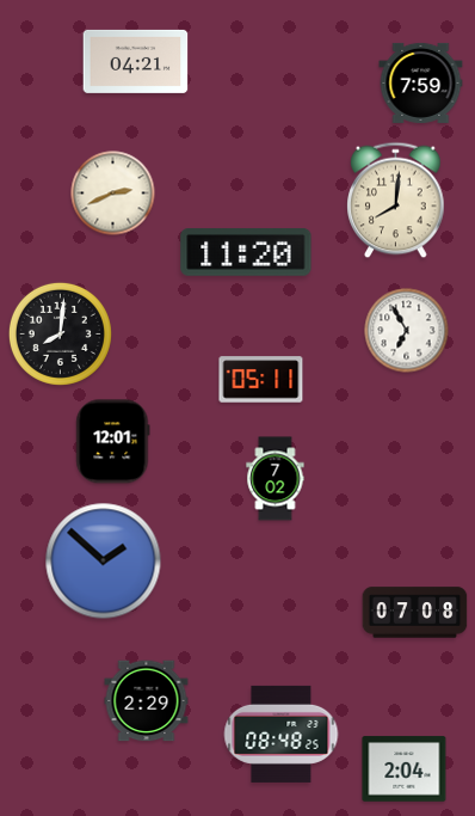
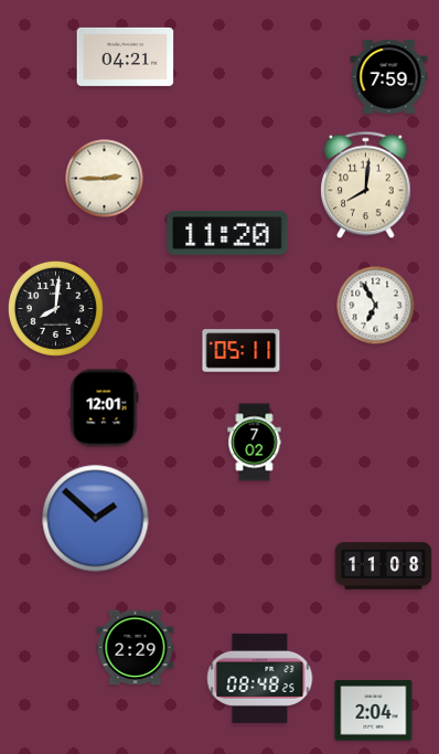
clock at (113, 194): 2:41 -> 2:45
clock at (415, 613): 07:08 -> 11:08
